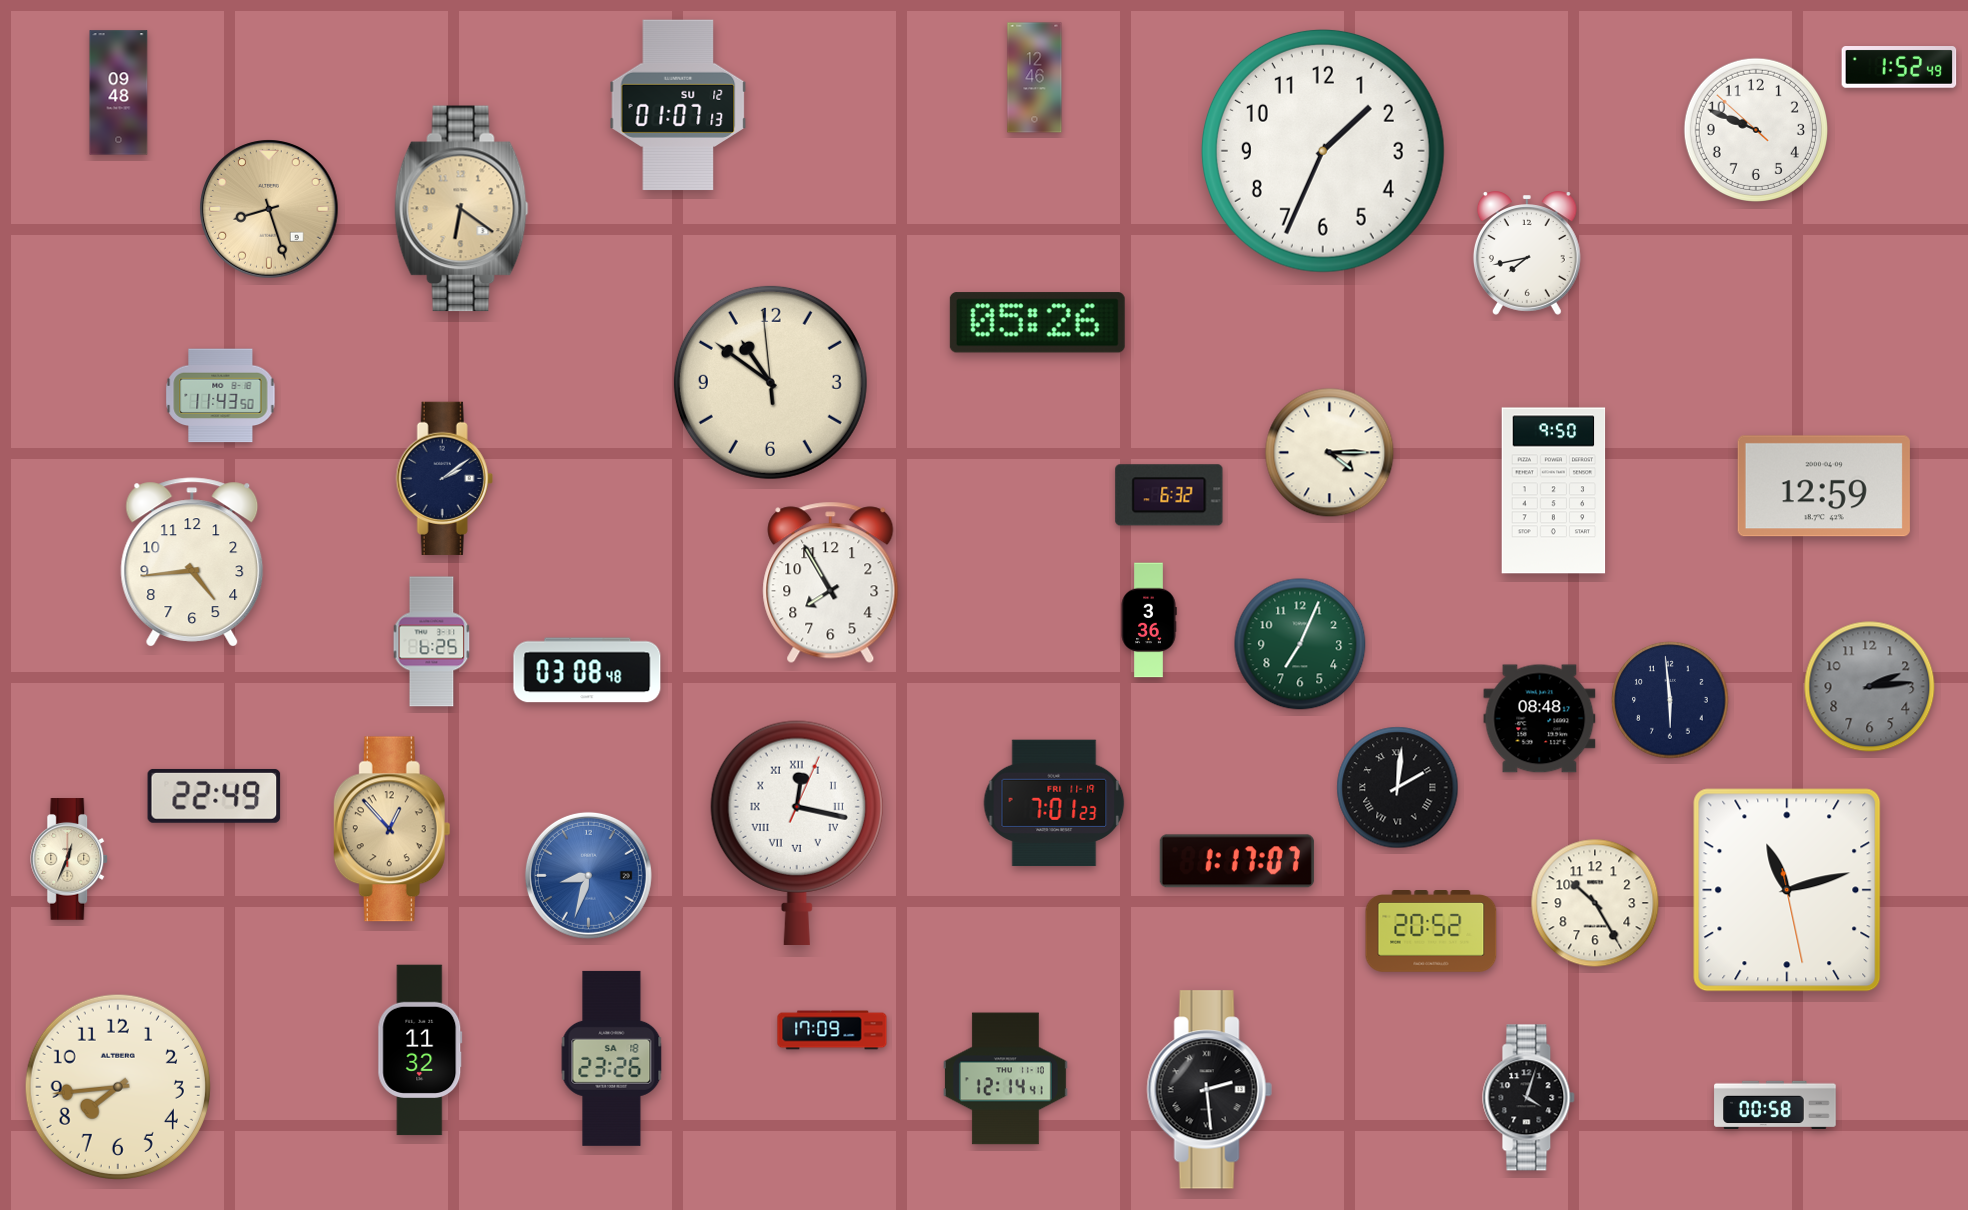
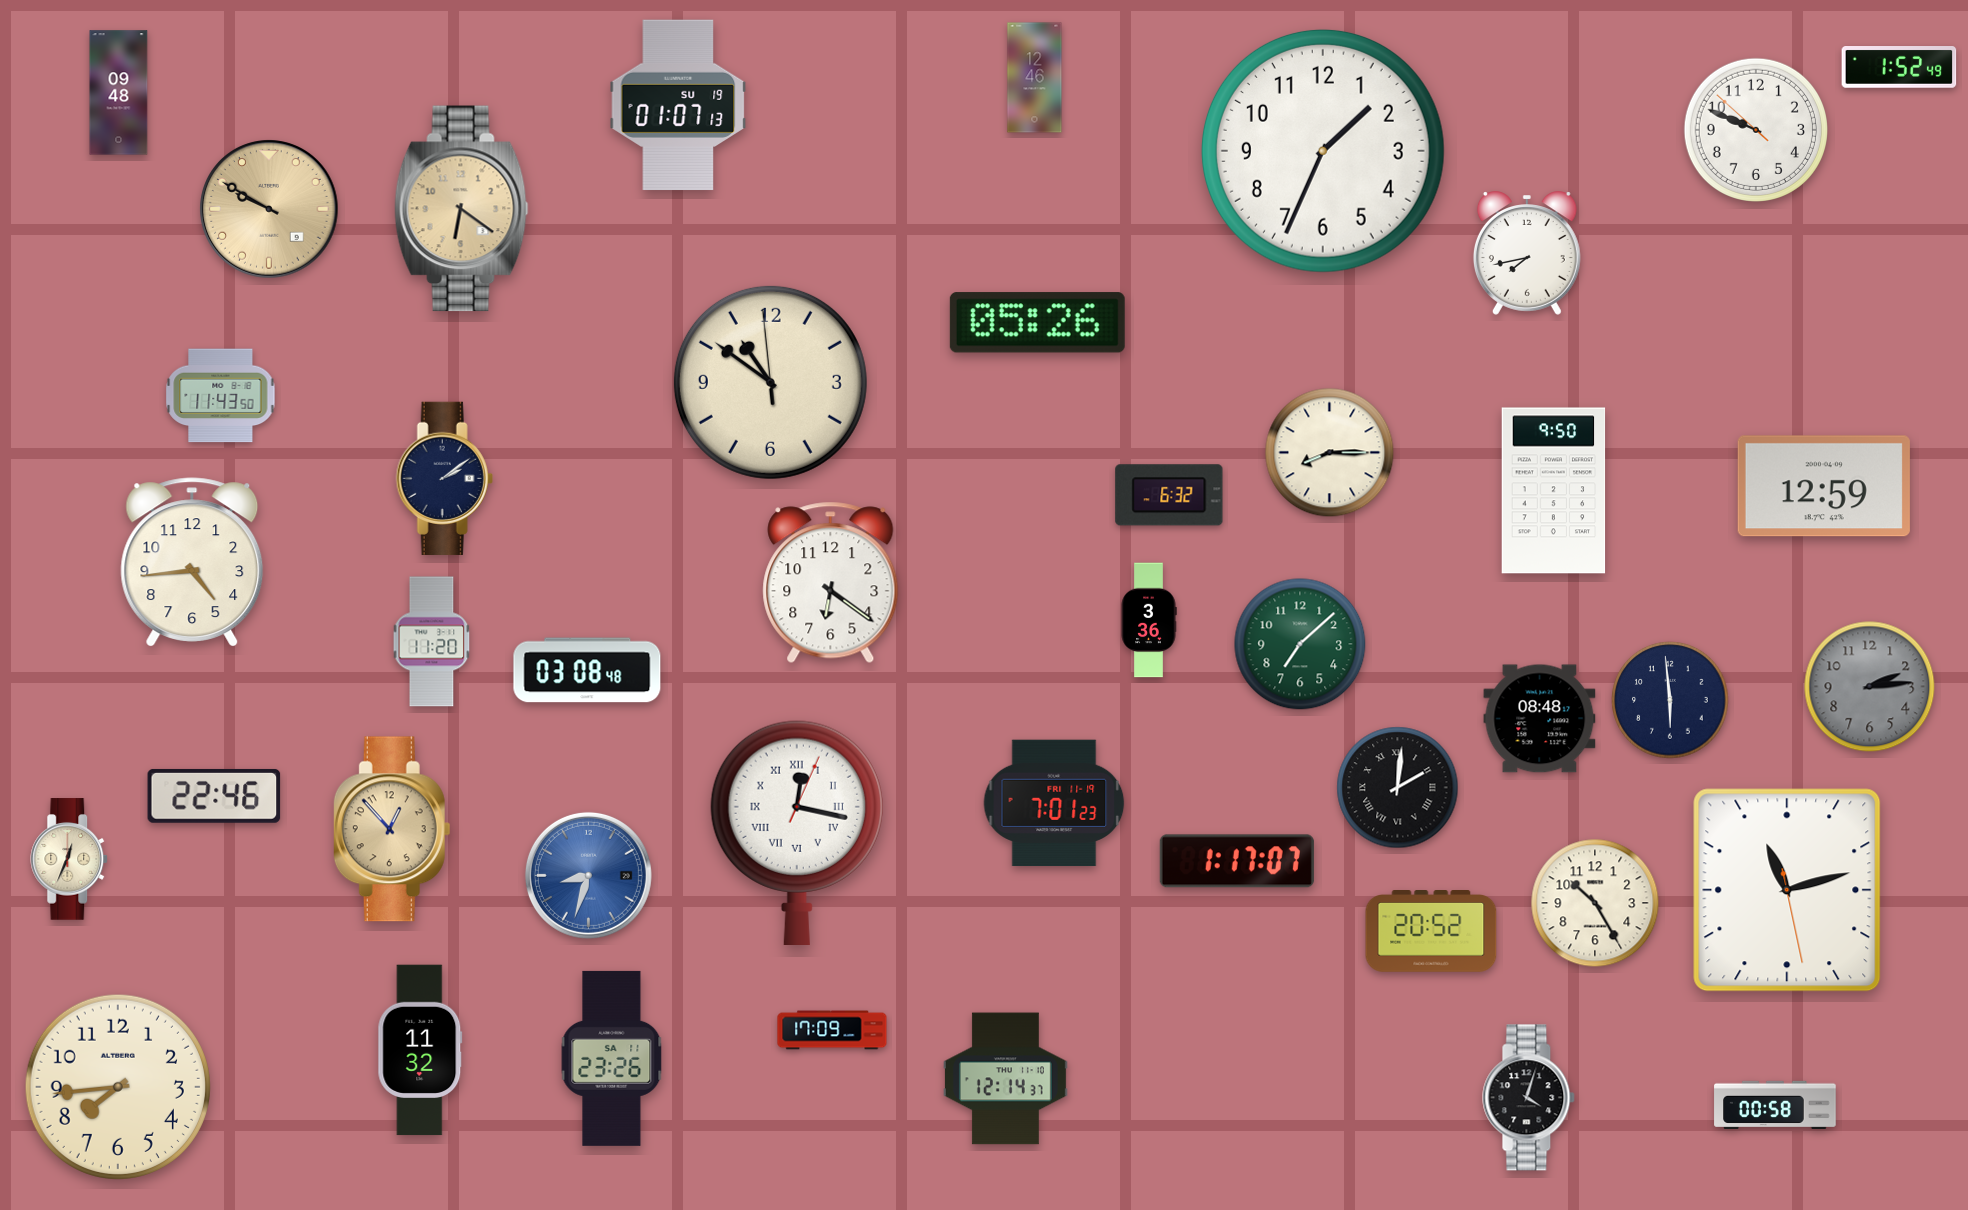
clock at (678, 105) date: SU 12 -> SU 19
clock at (269, 209): 8:27 -> 9:50
clock at (1330, 453): 4:15 -> 8:15
clock at (831, 583): 7:55 -> 6:21
clock at (432, 642): 6:25 -> 11:20
clock at (1300, 644): 7:04 -> 7:08
clock at (214, 796): 22:49 -> 22:46
clock at (612, 1058) date: SA 18 -> SA 11
clock at (1005, 1079): 12:14:41 -> 12:14:37
clock at (1209, 1090): 2:29 -> none
